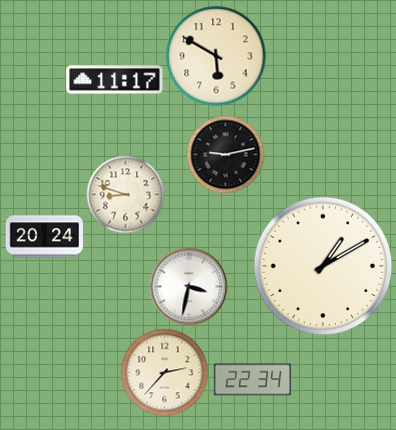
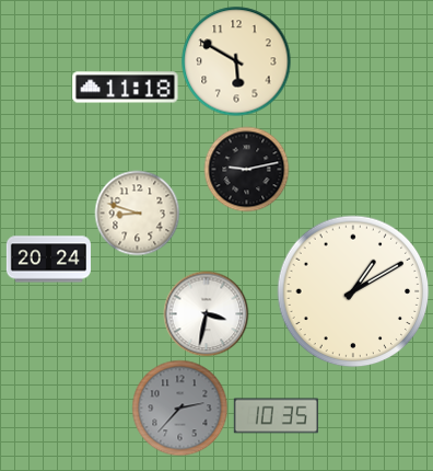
clock at (115, 80): 11:17 -> 11:18
clock at (164, 372) dial: cream -> grey
clock at (252, 380): 22:34 -> 10:35
